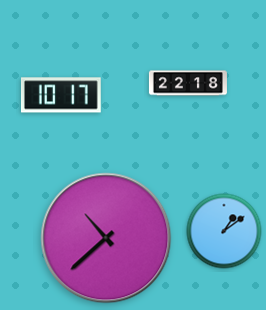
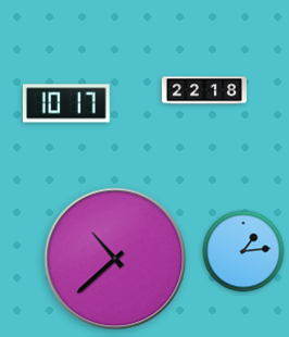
clock at (224, 231): 1:09 -> 1:14
